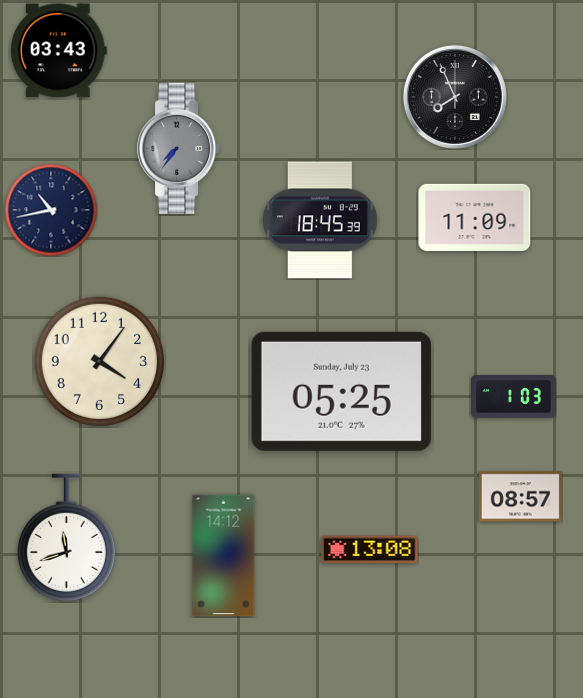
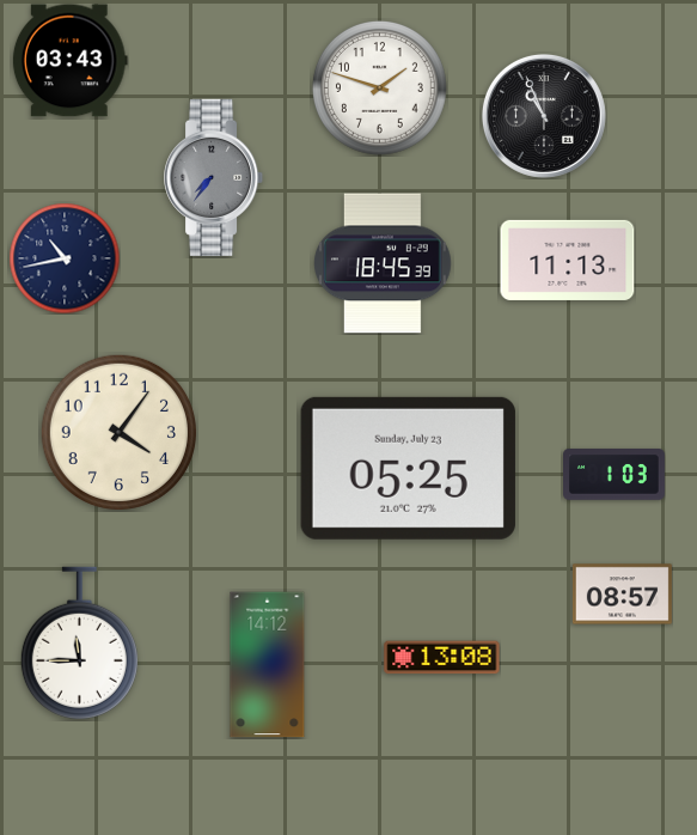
clock at (379, 87): none -> 1:48
clock at (455, 97): 7:56 -> 10:56
clock at (51, 210) position: (51, 210) -> (65, 258)
clock at (475, 217): 11:09 -> 11:13
clock at (66, 538): 11:42 -> 11:45
